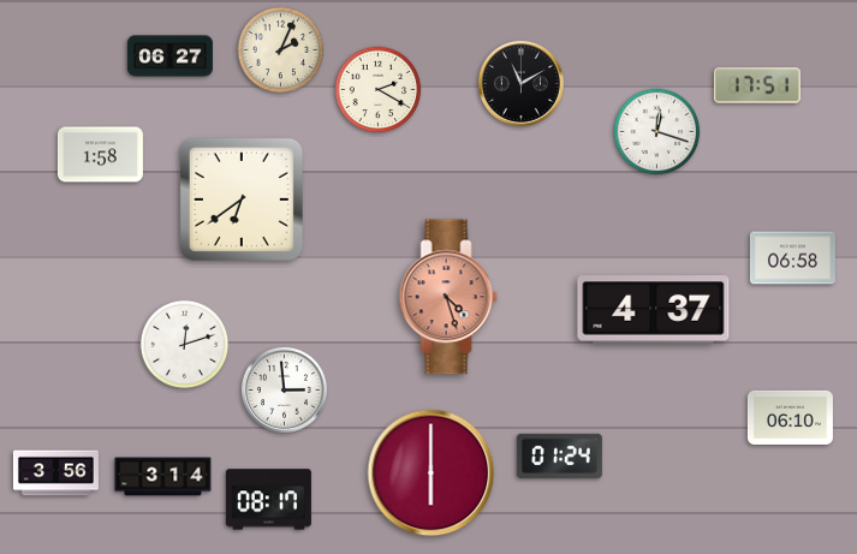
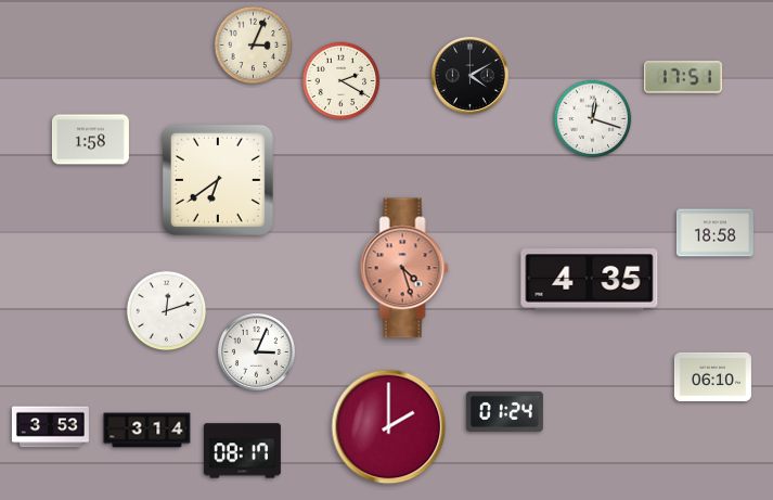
clock at (281, 50): 2:04 -> 3:04
clock at (169, 56): 06:27 -> none
clock at (520, 83): 11:10 -> 4:10
clock at (792, 258): 06:58 -> 18:58
clock at (654, 310): 4:37 -> 4:35
clock at (284, 389): 2:59 -> 3:04
clock at (55, 473): 3:56 -> 3:53
clock at (432, 473): 6:00 -> 2:00
